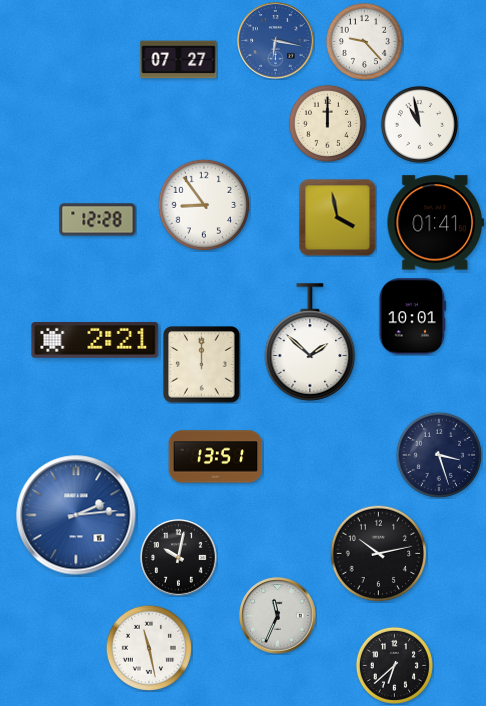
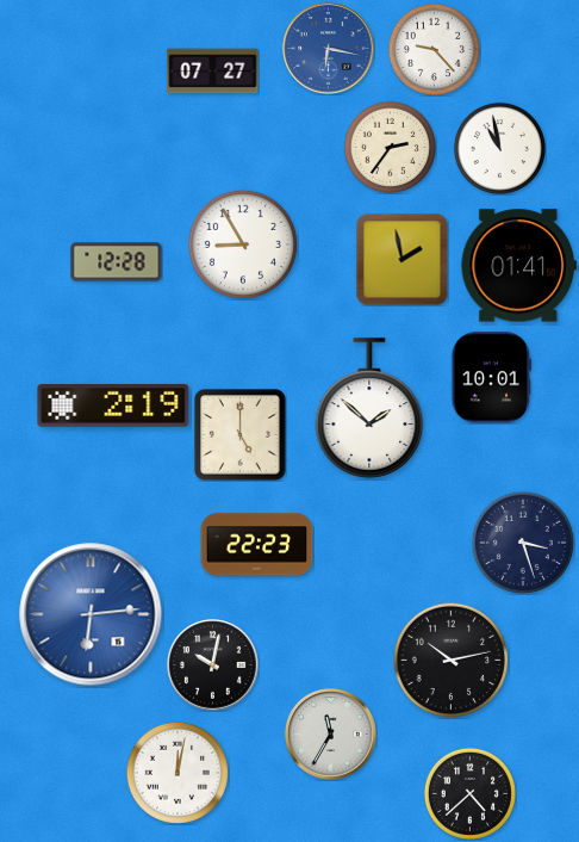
clock at (327, 123): 12:00 -> 2:36
clock at (203, 204): 8:54 -> 8:55
clock at (337, 217): 3:58 -> 1:58
clock at (95, 341): 2:21 -> 2:19
clock at (202, 365): 12:00 -> 5:00
clock at (216, 457): 13:51 -> 22:23
clock at (76, 515): 2:14 -> 6:14
clock at (278, 616): 11:34 -> 11:35
clock at (149, 648): 11:28 -> 12:02
clock at (394, 665): 6:38 -> 4:38
